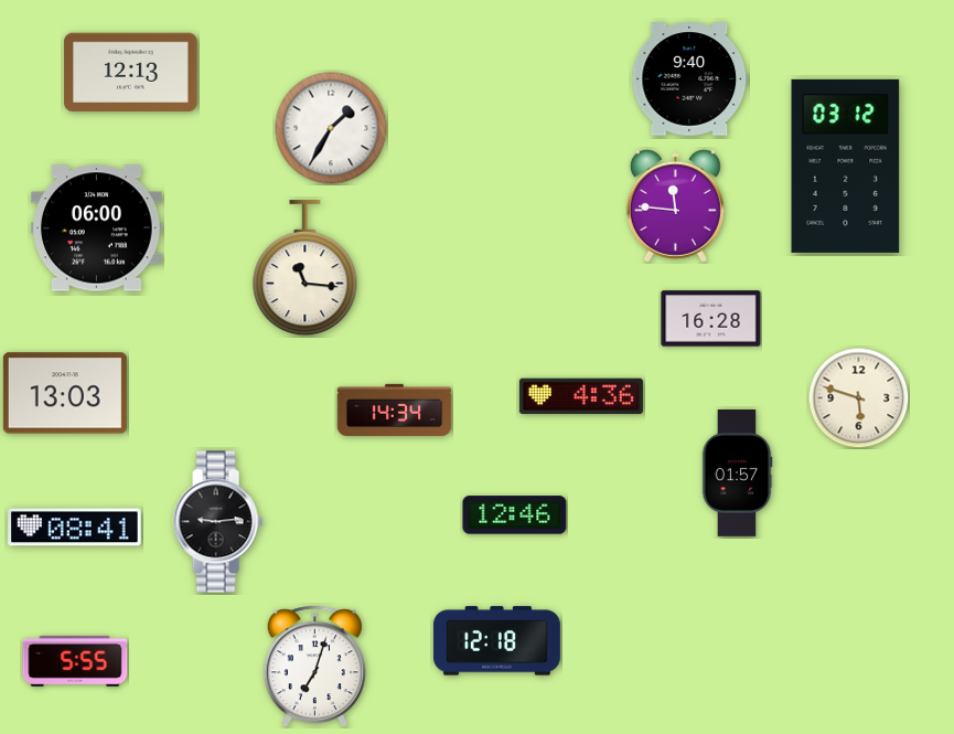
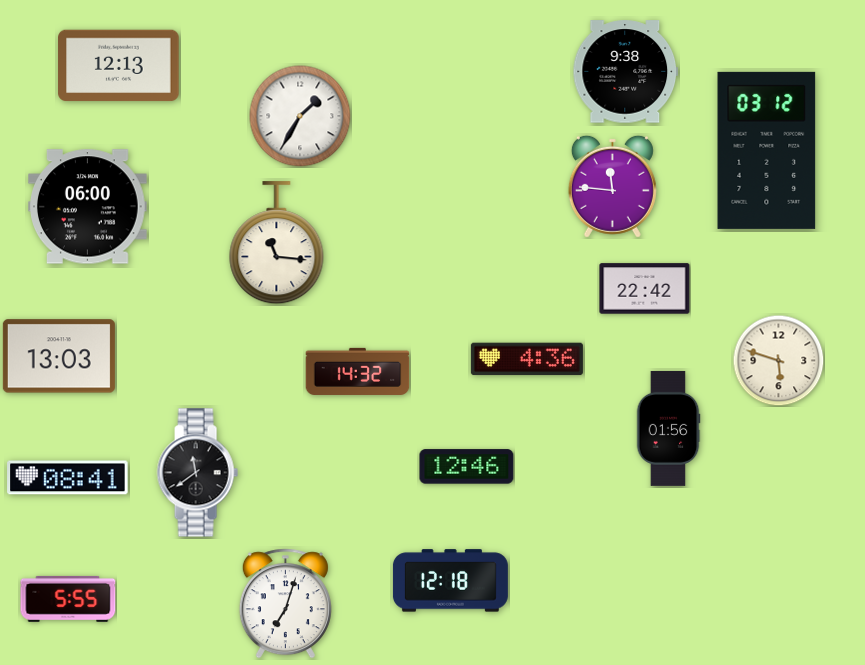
clock at (690, 79): 9:40 -> 9:38
clock at (711, 319): 16:28 -> 22:42
clock at (395, 409): 14:34 -> 14:32
clock at (737, 472): 01:57 -> 01:56
clock at (217, 522): 9:14 -> 11:39
